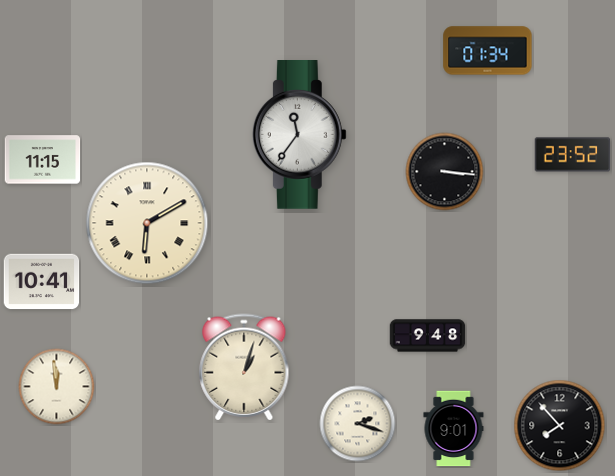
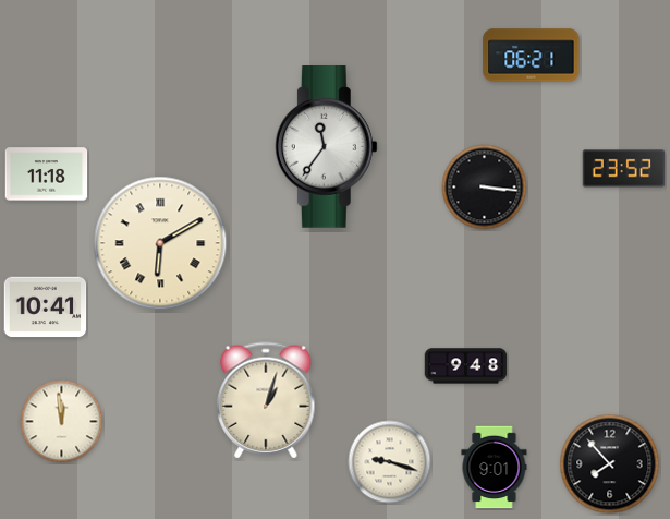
clock at (488, 51): 01:34 -> 06:21
clock at (43, 160): 11:15 -> 11:18
clock at (358, 424): 2:18 -> 9:18
